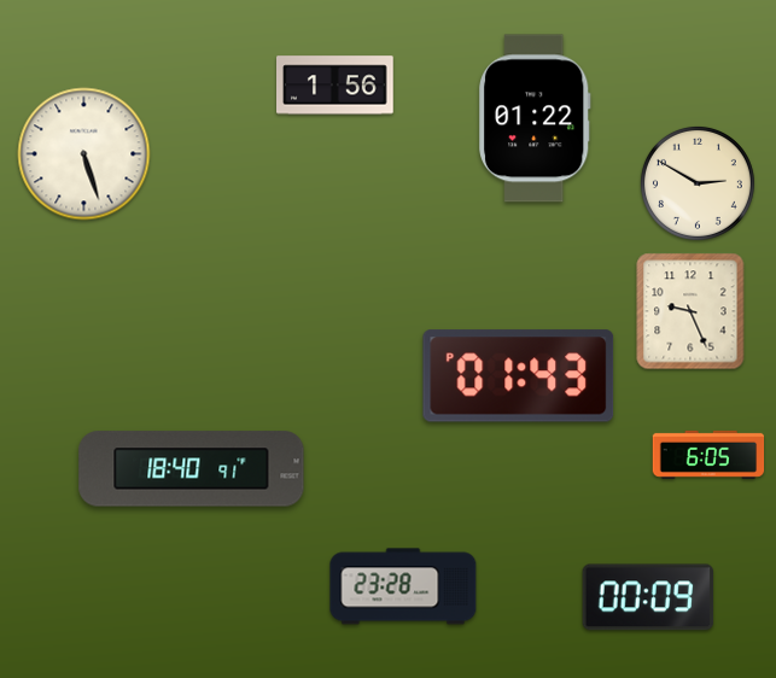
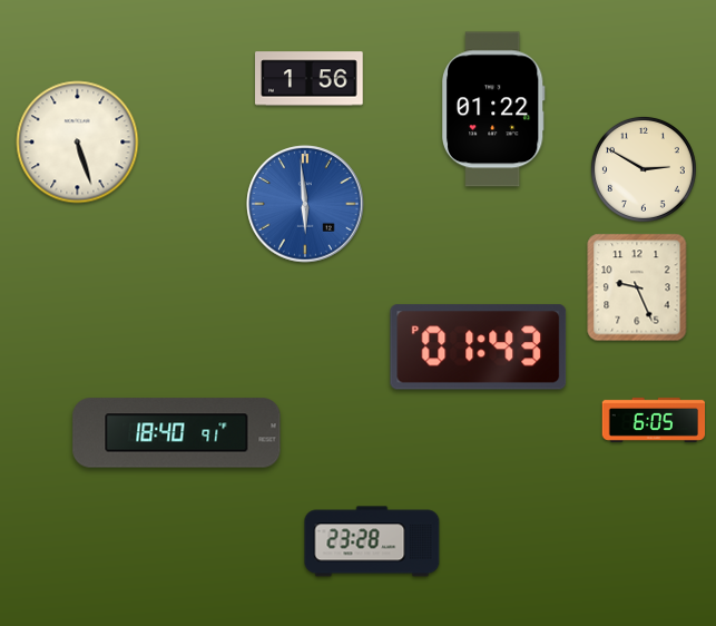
clock at (305, 204): none -> 5:59
clock at (648, 597): 00:09 -> none
